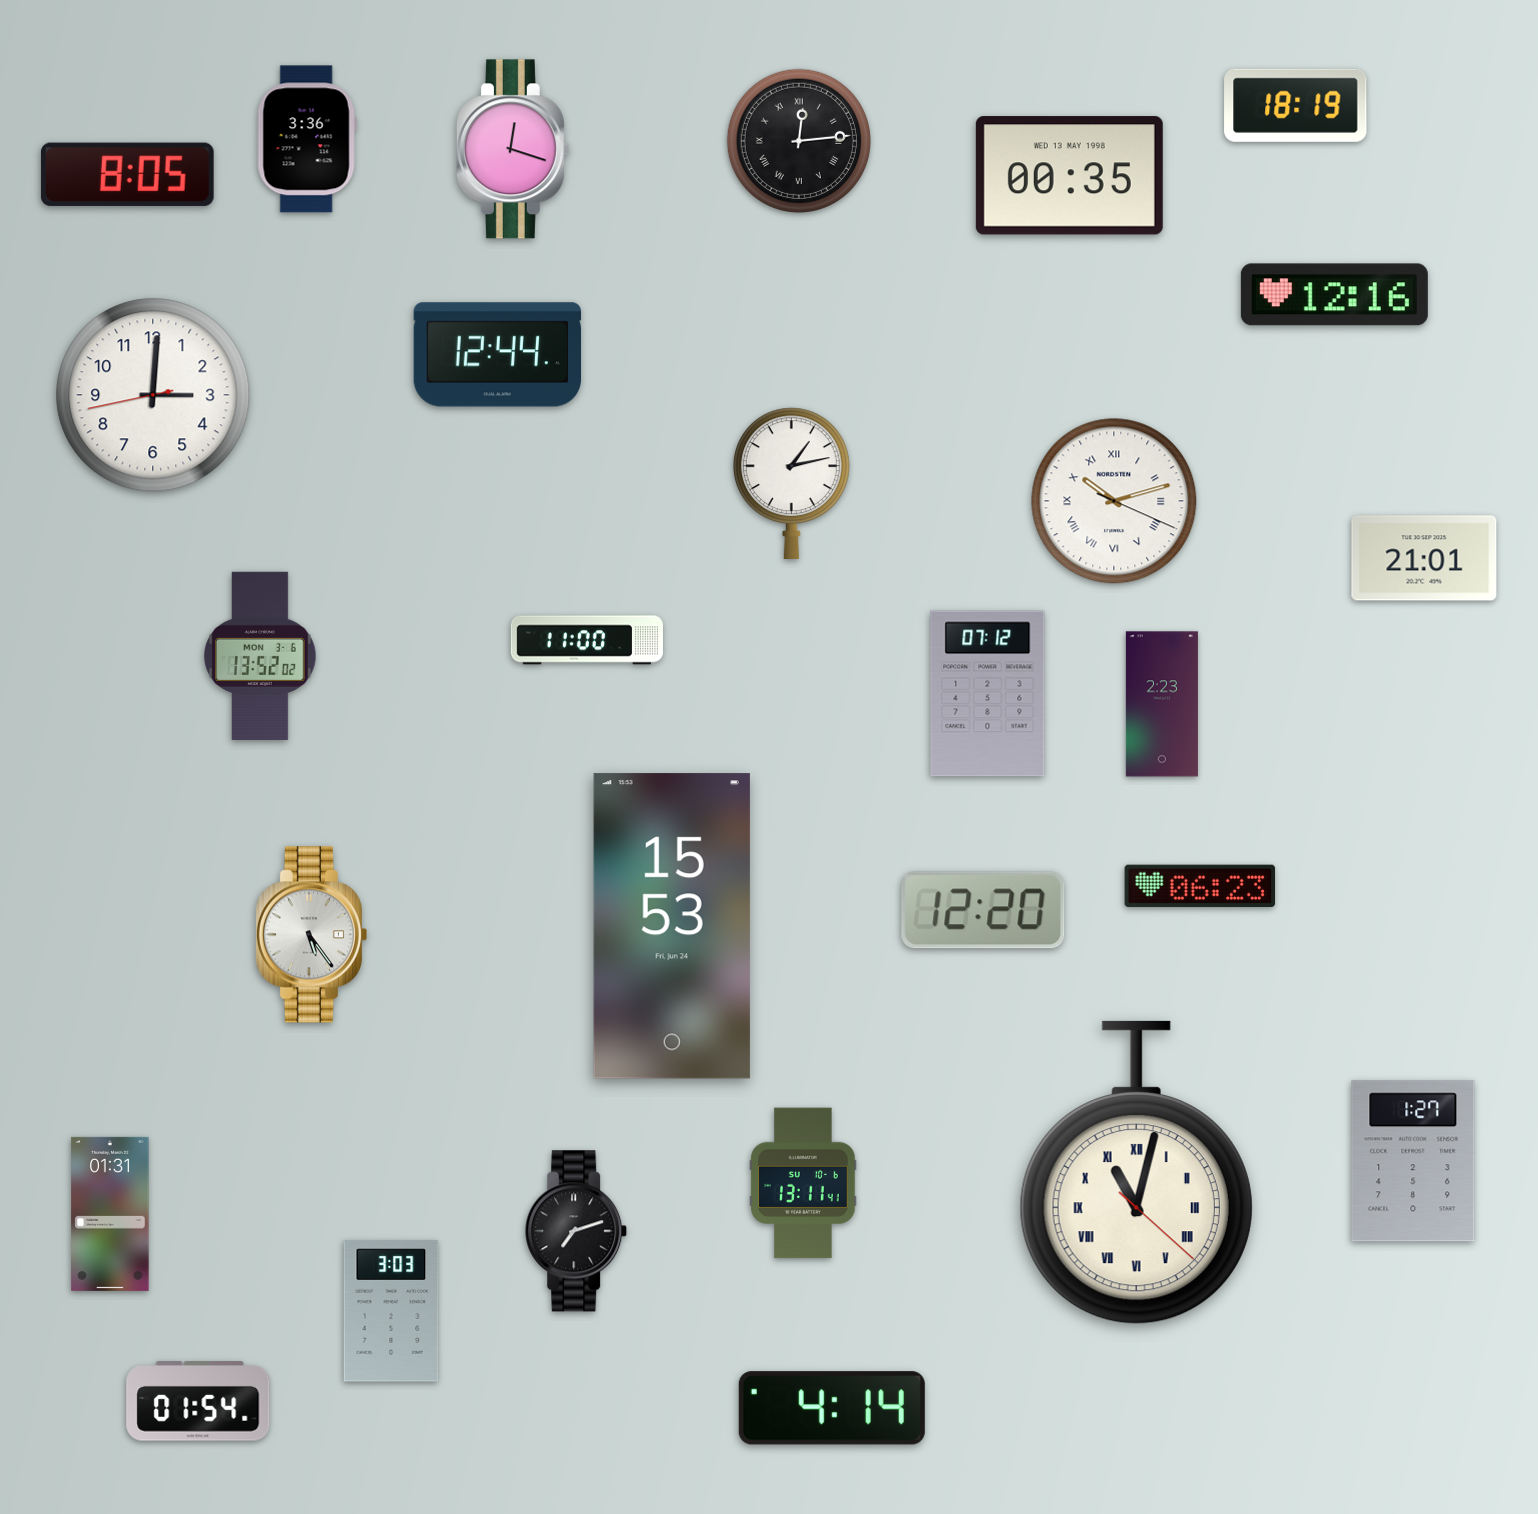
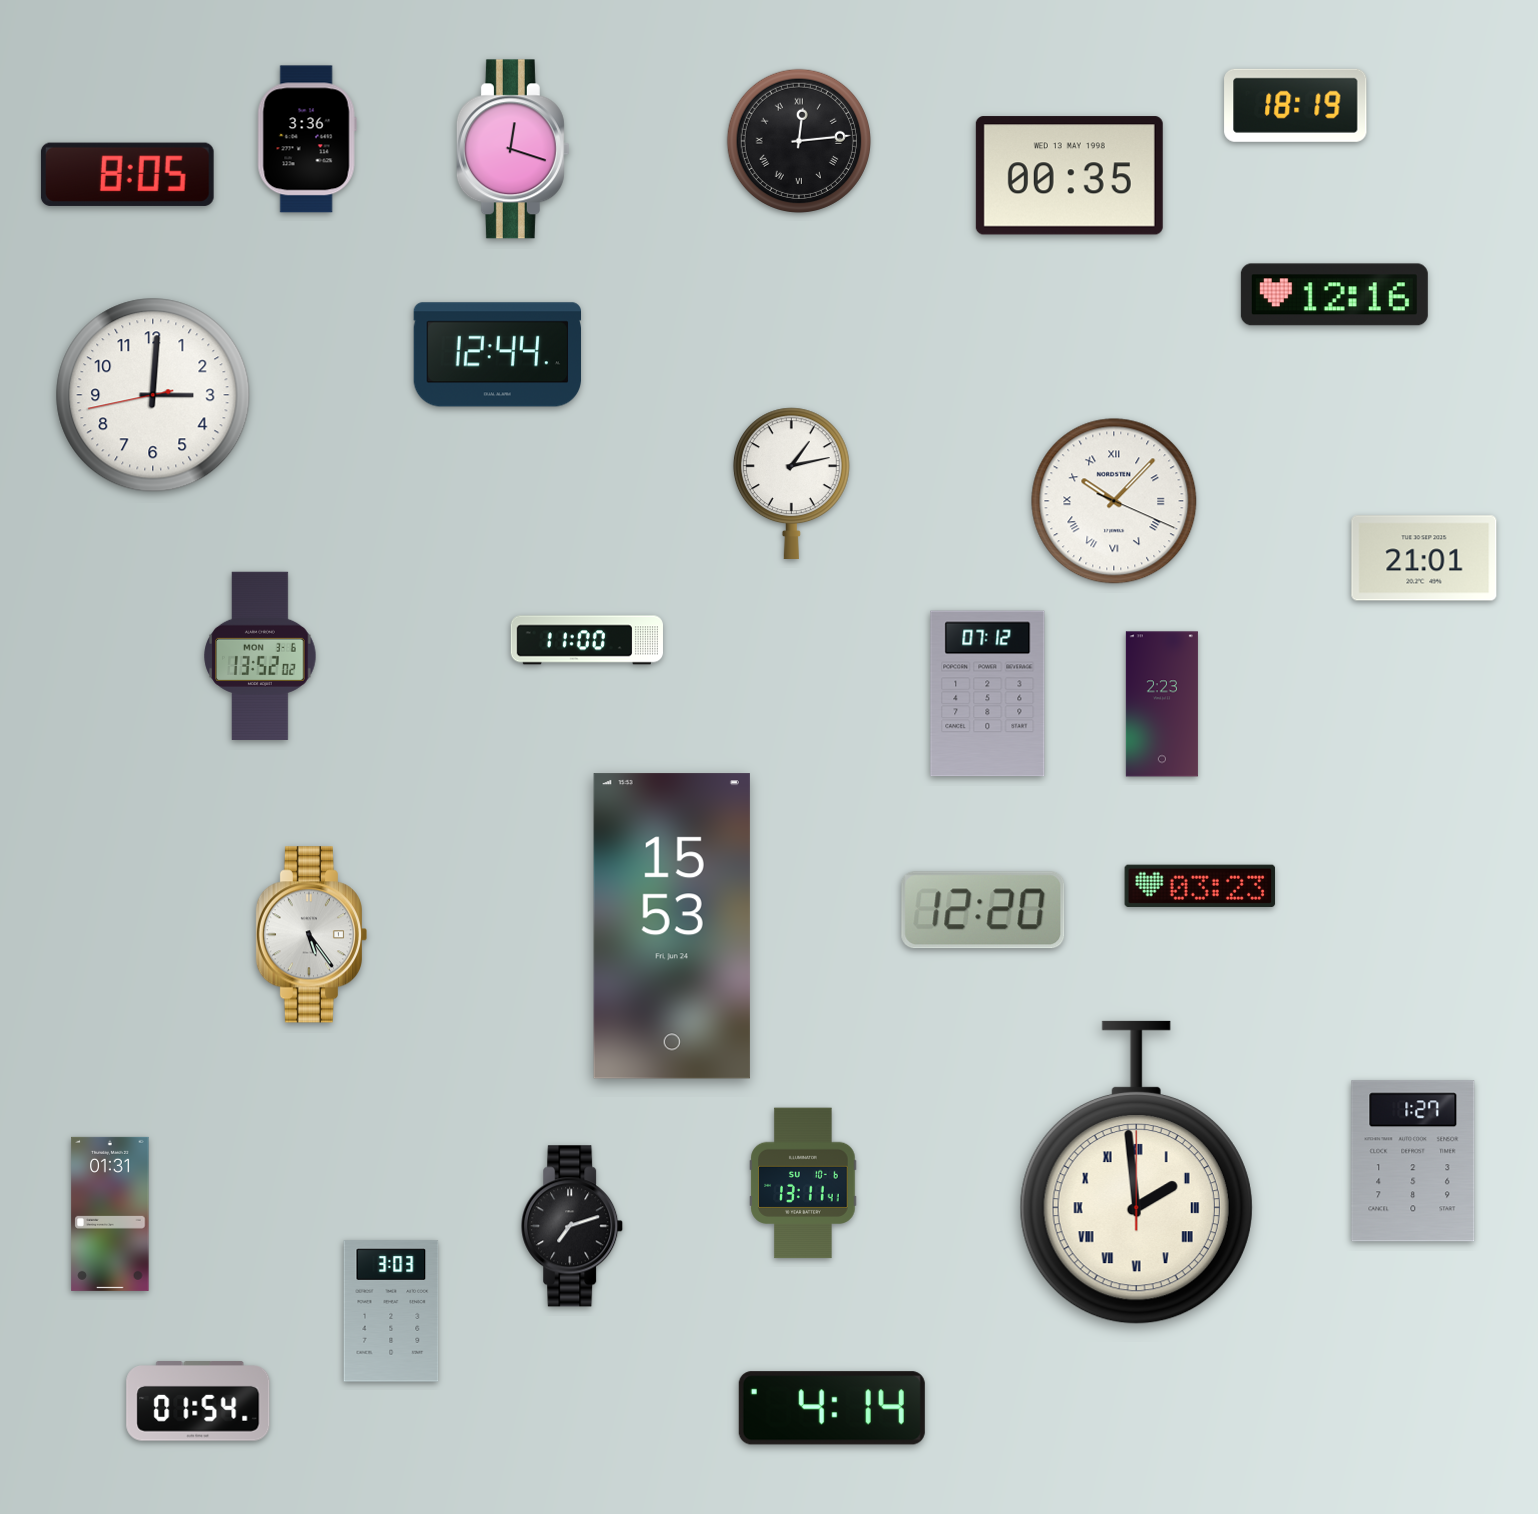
clock at (1114, 501): 10:12 -> 10:07
clock at (1200, 885): 06:23 -> 03:23
clock at (1136, 1173): 11:02 -> 1:59
clock at (577, 1231) position: (577, 1231) -> (573, 1226)
